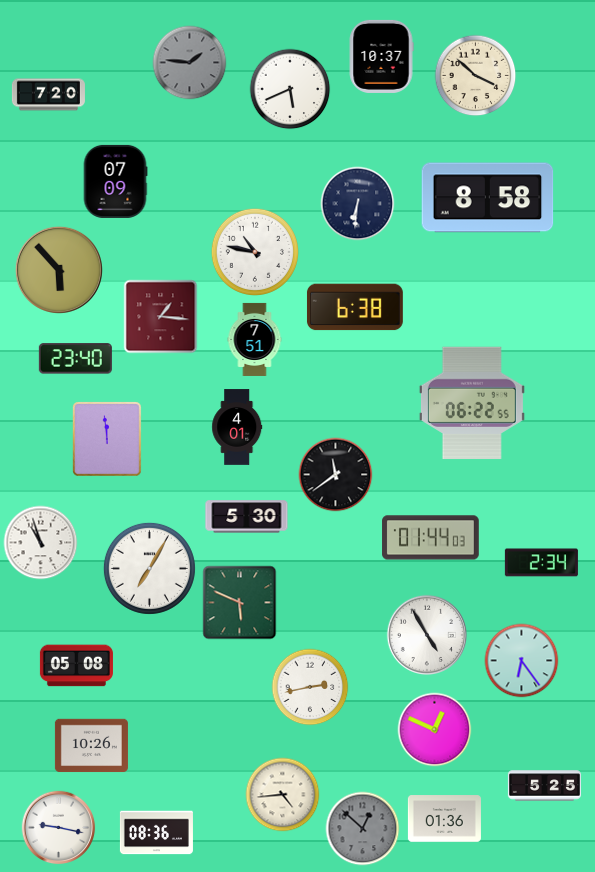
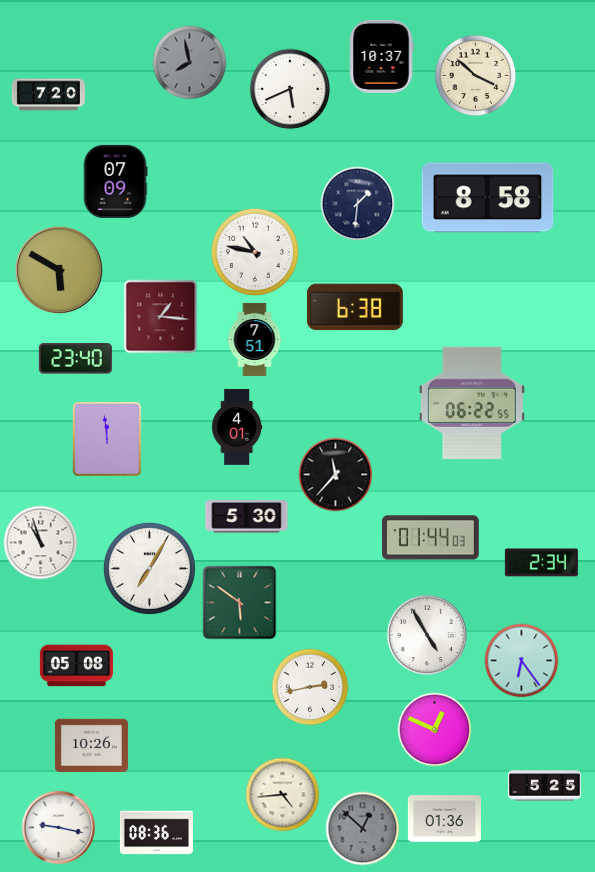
clock at (190, 63): 1:46 -> 7:58
clock at (358, 204): 6:31 -> 1:31
clock at (59, 270): 5:53 -> 5:50
clock at (336, 475): 11:39 -> 11:37
clock at (240, 603): 5:49 -> 5:51
